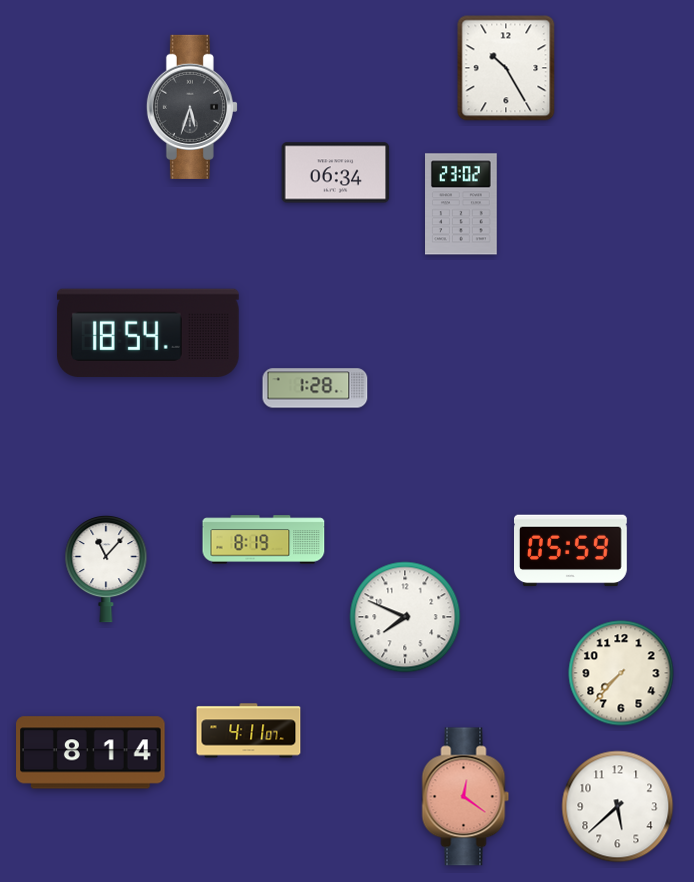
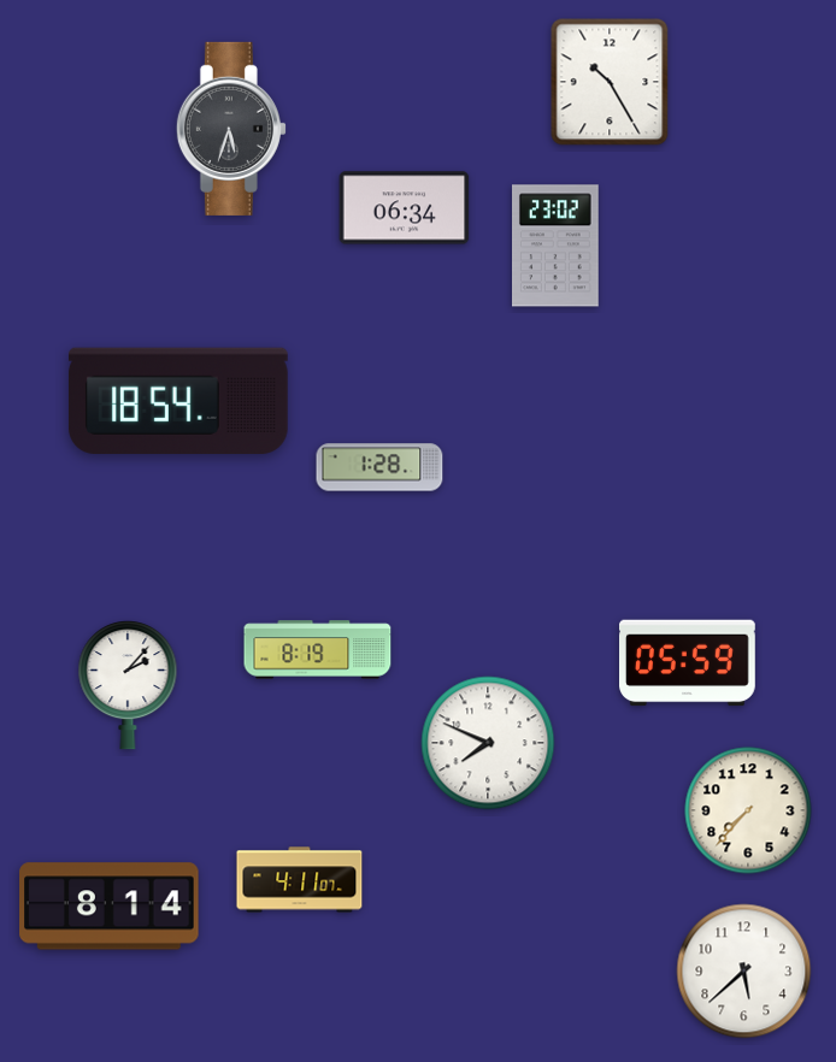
clock at (106, 570): 11:07 -> 2:07
clock at (466, 797): 12:21 -> none
